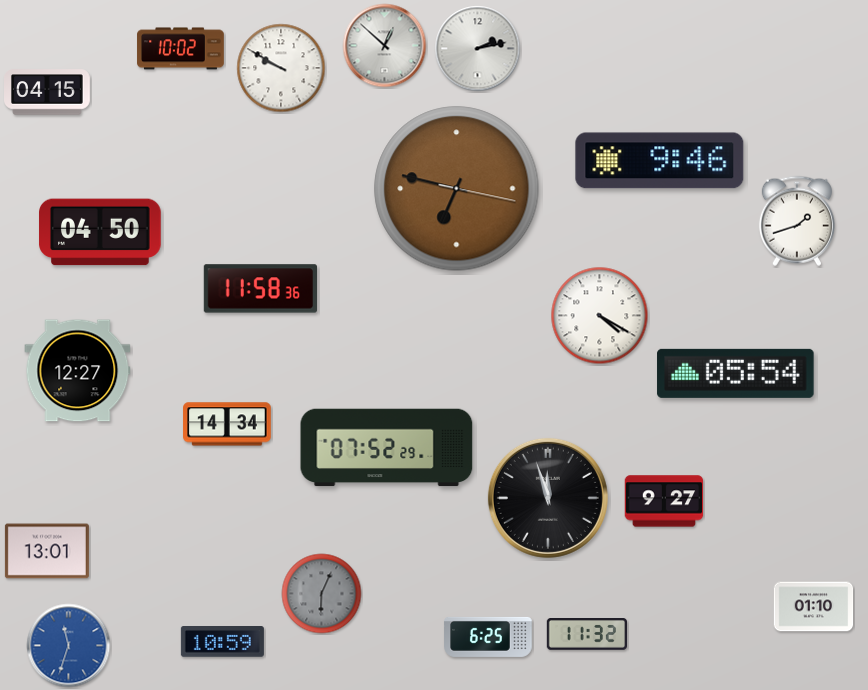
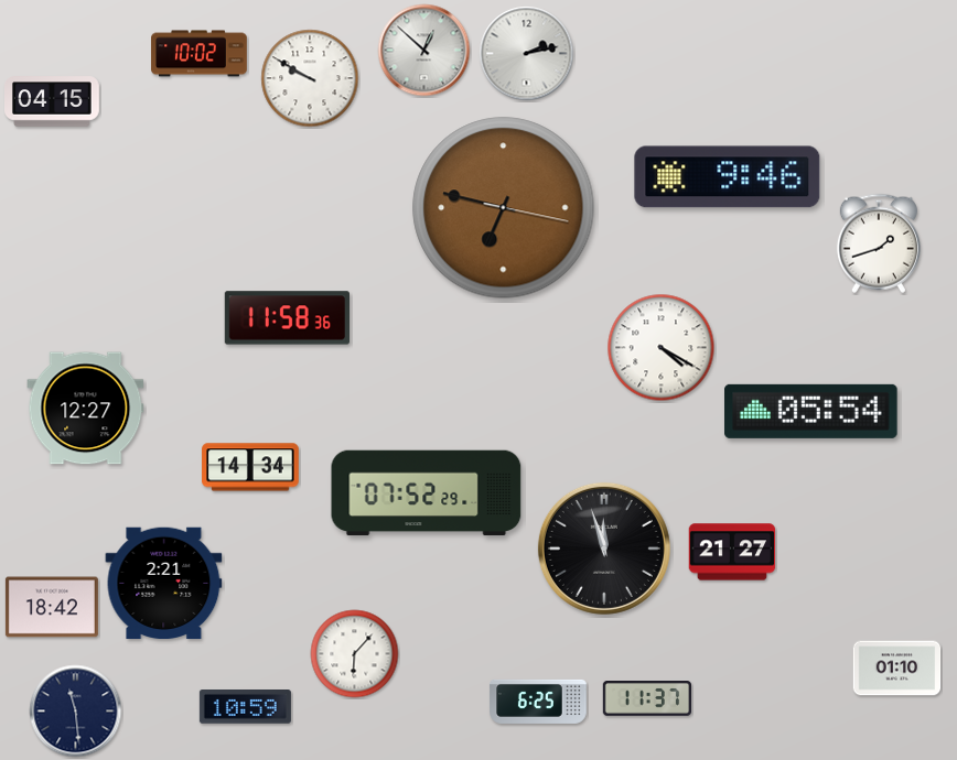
clock at (281, 68) position: (281, 68) -> (310, 78)
clock at (100, 232): 04:50 -> none
clock at (664, 501): 9:27 -> 21:27
clock at (164, 584): none -> 2:21
clock at (47, 551): 13:01 -> 18:42
clock at (322, 594): 6:04 -> 6:07
clock at (322, 594) dial: grey -> white
clock at (586, 634): 11:32 -> 11:37
clock at (69, 646): 11:33 -> 11:29
clock at (69, 646) dial: blue -> navy
